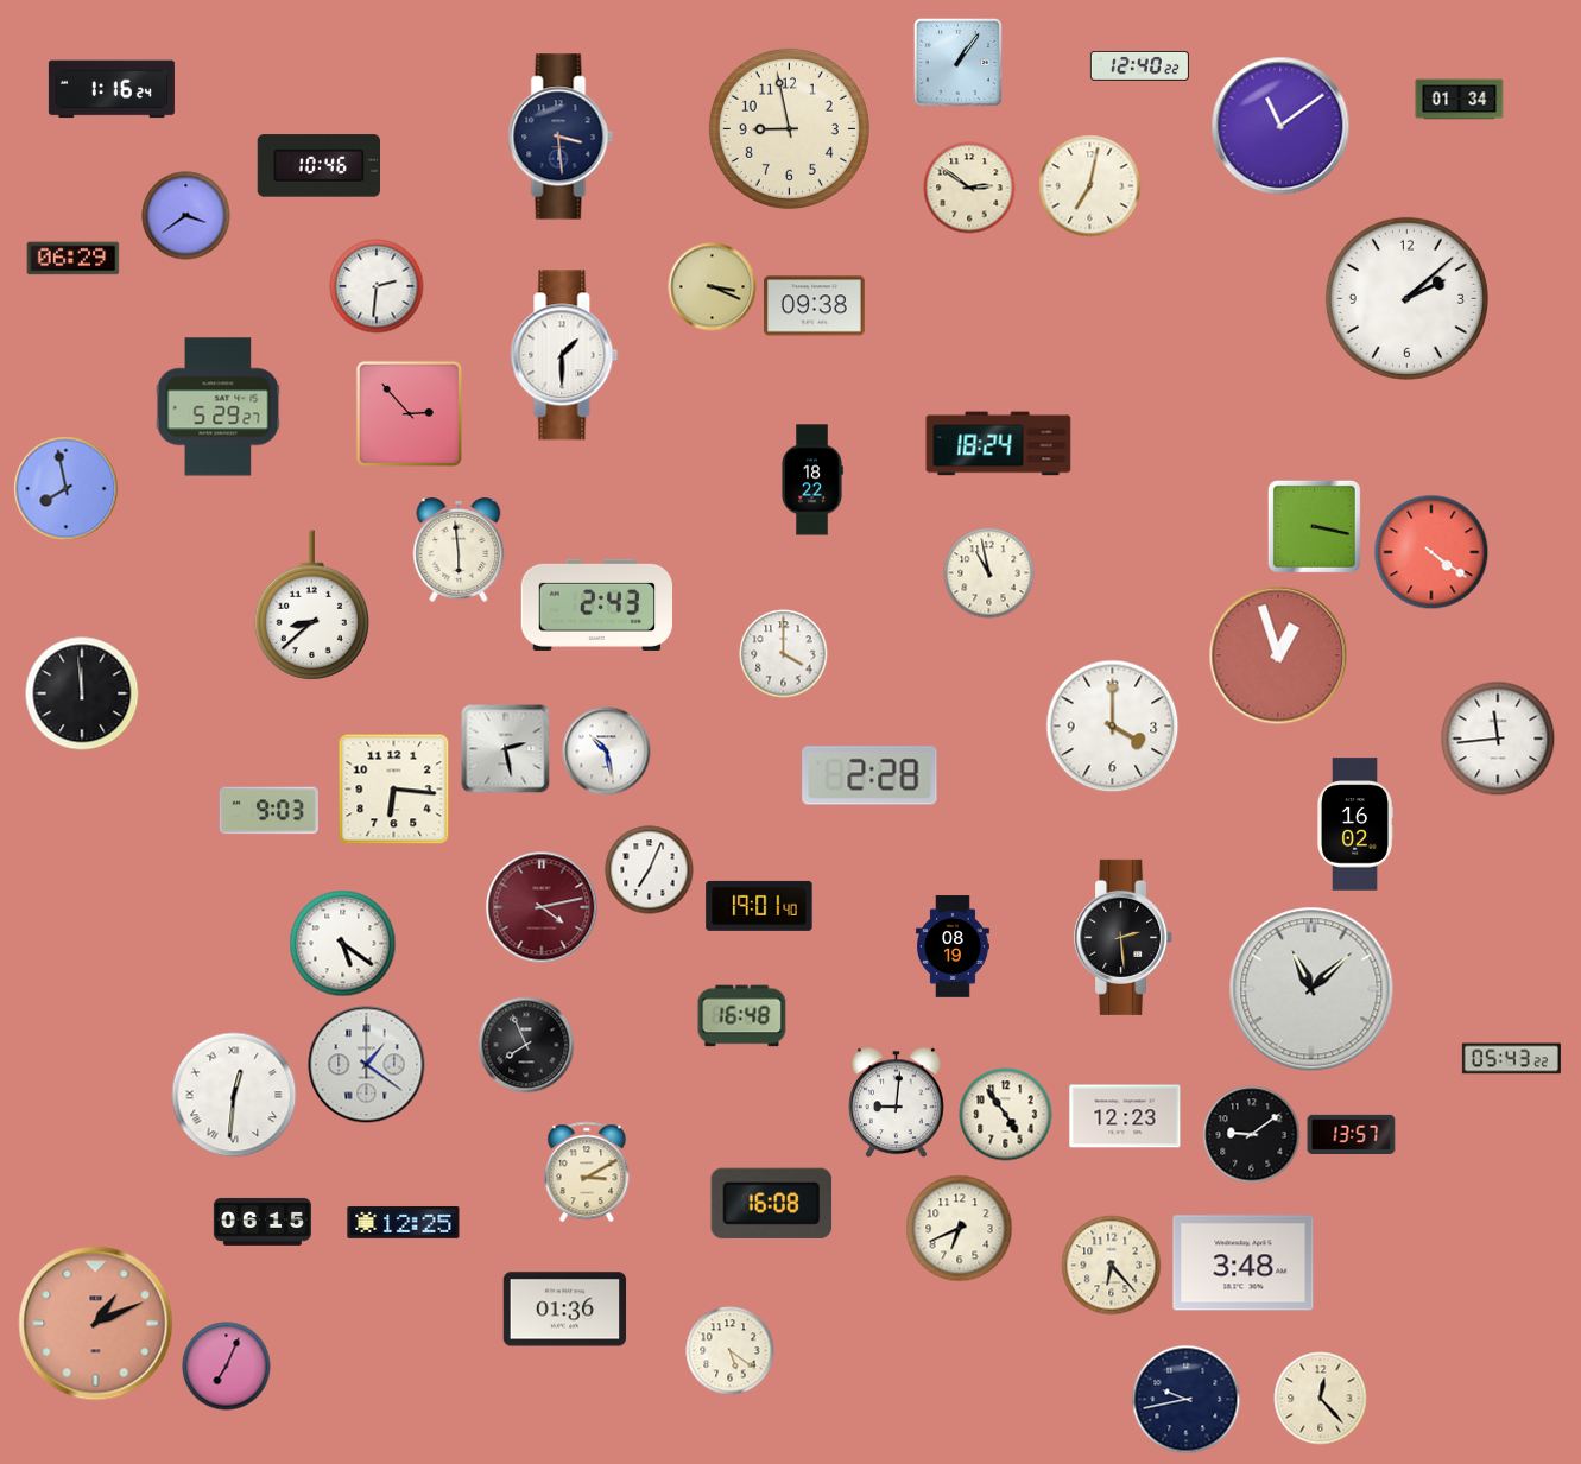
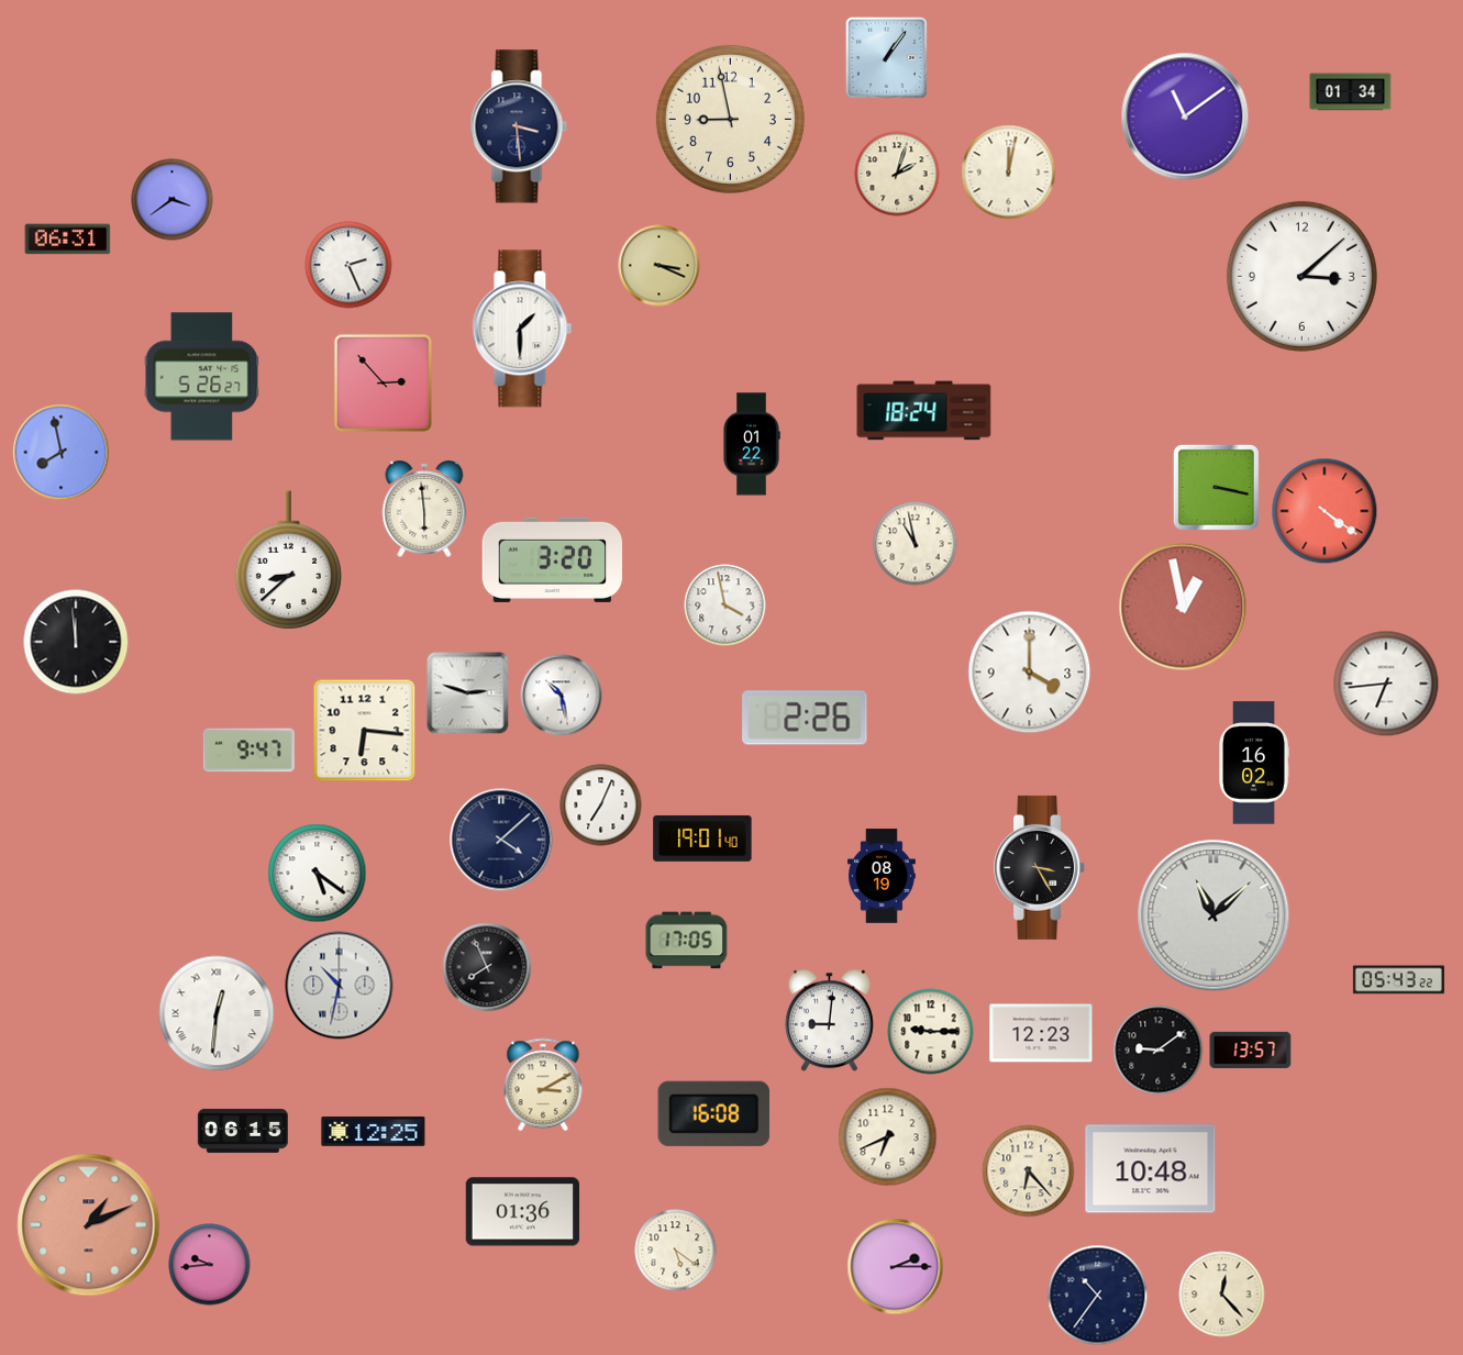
clock at (1139, 66): 12:40 -> none
clock at (112, 89): 1:16 -> none
clock at (318, 166): 10:46 -> none
clock at (1090, 186): 7:02 -> 12:02
clock at (969, 188): 2:51 -> 2:03
clock at (74, 259): 06:29 -> 06:31
clock at (377, 286): 2:31 -> 2:26
clock at (1406, 298): 2:08 -> 3:08
clock at (814, 306): 09:38 -> none
clock at (219, 407): 5:29 -> 5:26
clock at (409, 413) position: (409, 413) -> (383, 382)
clock at (812, 480): 18:22 -> 01:22
clock at (989, 573) position: (989, 573) -> (916, 544)
clock at (597, 604): 2:43 -> 3:20
clock at (784, 654): 4:00 -> 3:58
clock at (1278, 655): 12:57 -> 12:58
clock at (1498, 739): 11:44 -> 6:44
clock at (506, 749): 2:28 -> 2:48
clock at (869, 775): 2:28 -> 2:26
clock at (268, 811): 9:03 -> 9:47
clock at (542, 907): 4:13 -> 4:08
clock at (542, 907) dial: burgundy -> navy
clock at (1124, 937): 2:29 -> 3:25
clock at (742, 1016): 16:48 -> 17:05
clock at (367, 1065): 1:21 -> 10:32
clock at (1006, 1115): 4:54 -> 9:15
clock at (1244, 1263): 3:48 -> 10:48
clock at (227, 1367): 7:04 -> 9:44
clock at (896, 1267): none -> 2:15
clock at (1187, 1400): 9:43 -> 10:36
